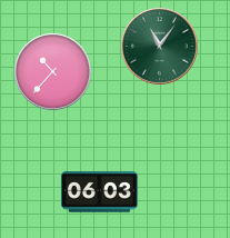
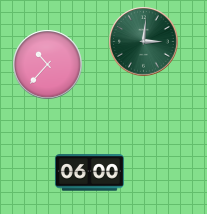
clock at (160, 47): 11:06 -> 3:01
clock at (99, 192): 06:03 -> 06:00
